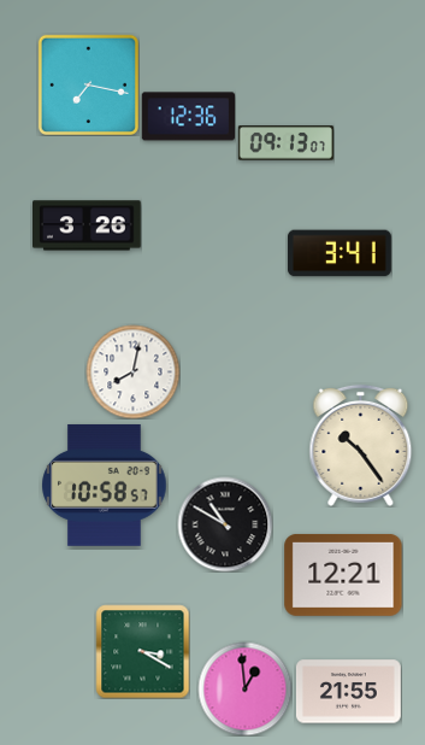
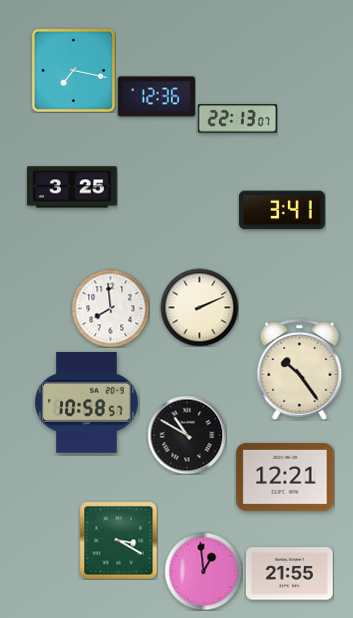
clock at (285, 143): 09:13 -> 22:13
clock at (87, 225): 3:26 -> 3:25
clock at (199, 307): none -> 2:11
clock at (132, 371): 8:02 -> 7:59
